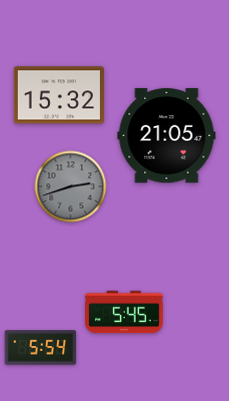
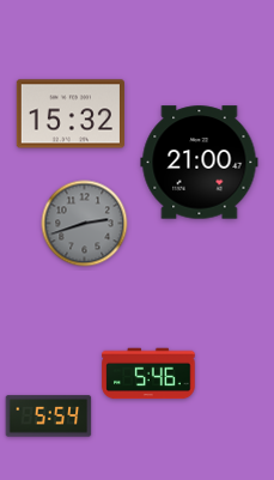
clock at (167, 136): 21:05 -> 21:00
clock at (124, 312): 5:45 -> 5:46
